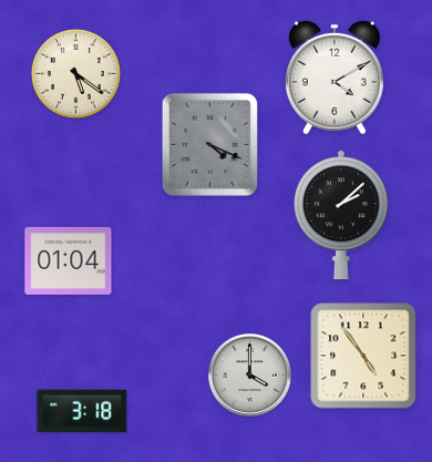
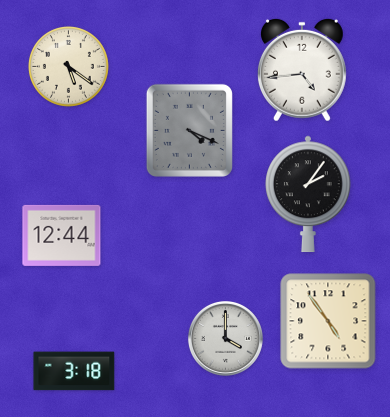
clock at (335, 78): 4:10 -> 4:44
clock at (342, 215): 2:08 -> 2:06
clock at (69, 260): 01:04 -> 12:44
